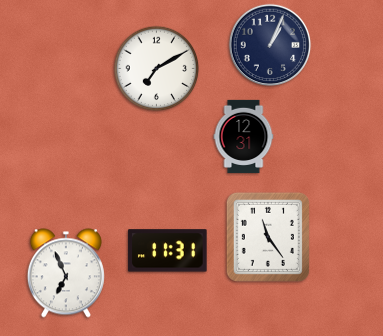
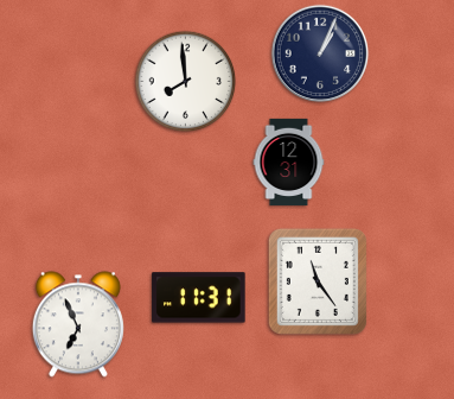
clock at (157, 69): 7:10 -> 7:59
